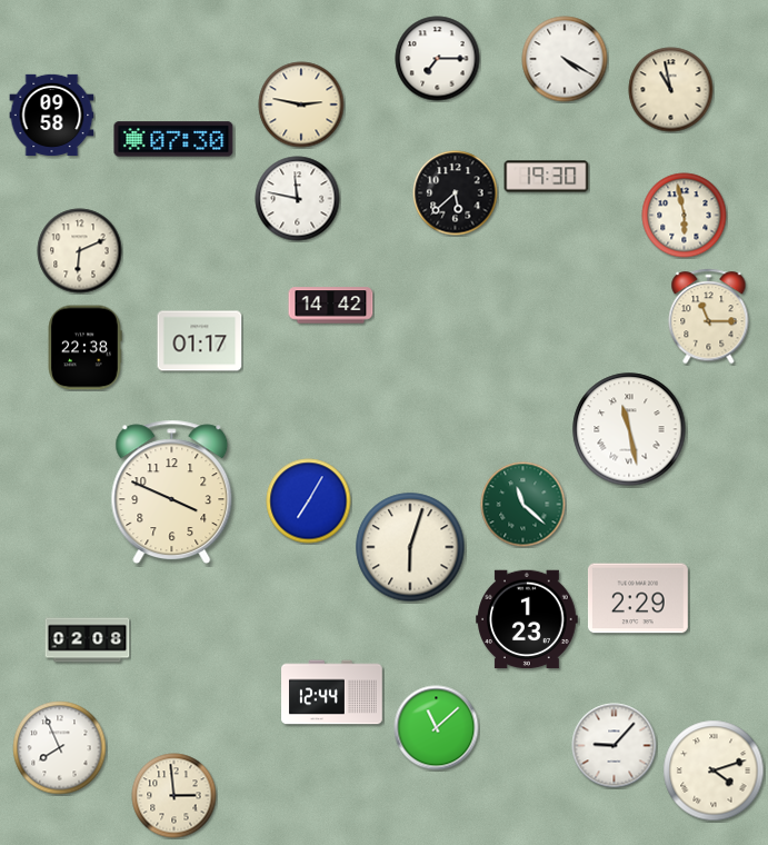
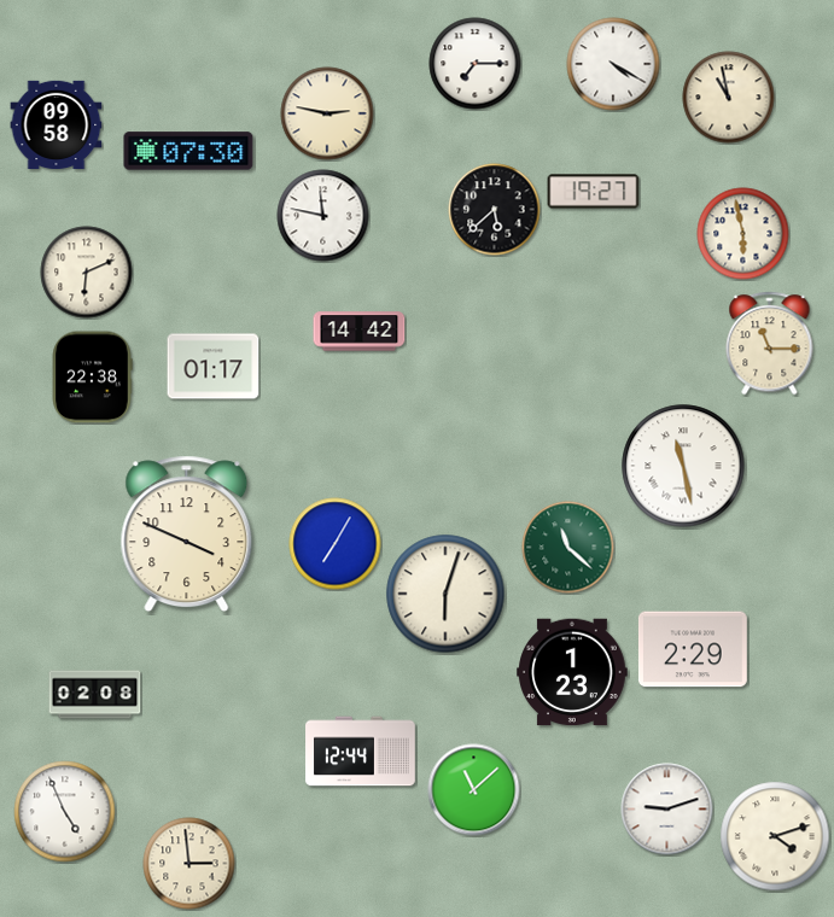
clock at (547, 177): 19:30 -> 19:27
clock at (200, 341) position: (200, 341) -> (214, 367)
clock at (615, 746): 9:07 -> 9:12
clock at (60, 748): 7:56 -> 4:56
